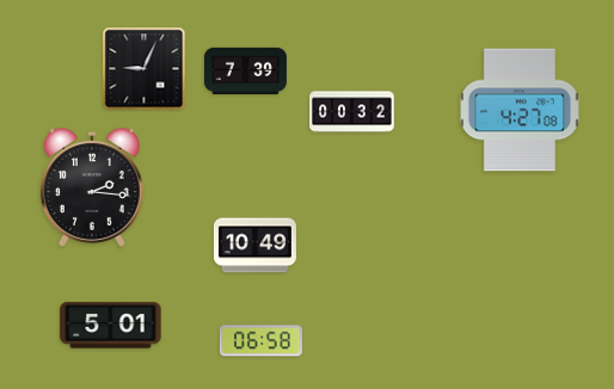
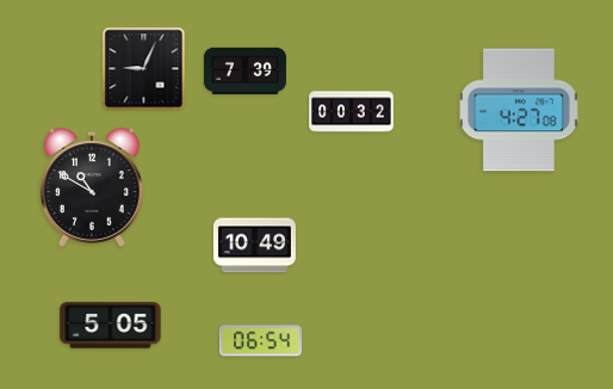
clock at (92, 189): 2:16 -> 10:50
clock at (111, 326): 5:01 -> 5:05
clock at (260, 341): 06:58 -> 06:54
